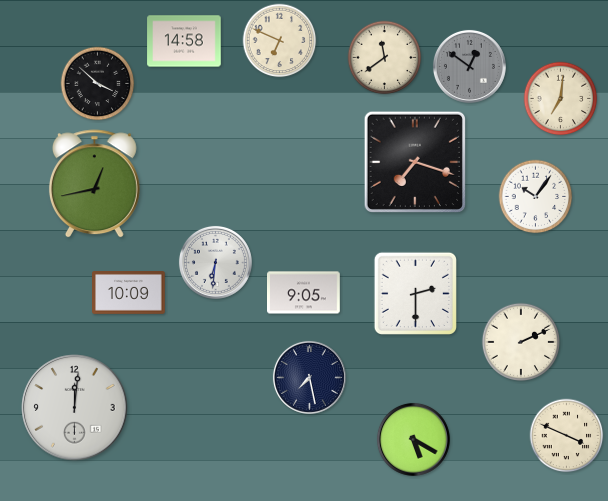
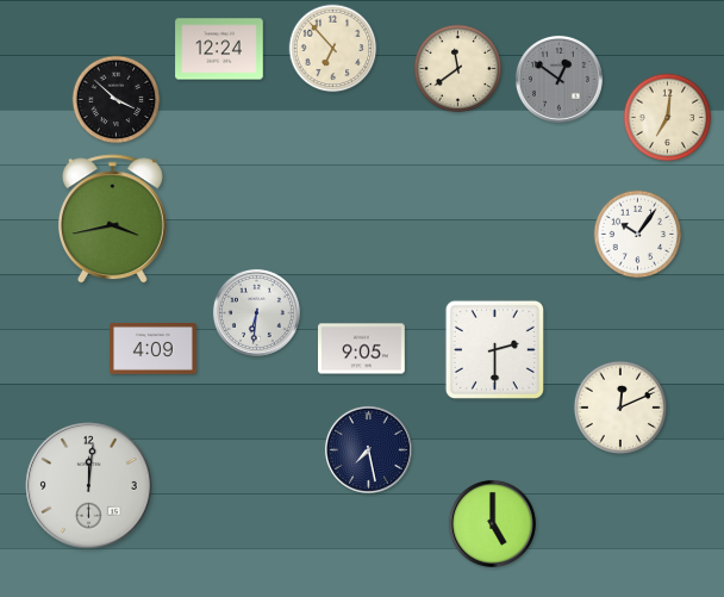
clock at (184, 41): 14:58 -> 12:24
clock at (280, 41): 6:49 -> 6:53
clock at (415, 162): 7:18 -> none
clock at (94, 184): 12:43 -> 3:43
clock at (129, 293): 10:09 -> 4:09
clock at (520, 341): 2:11 -> 12:11
clock at (567, 436): 3:49 -> none
clock at (413, 439): 5:20 -> 5:00
